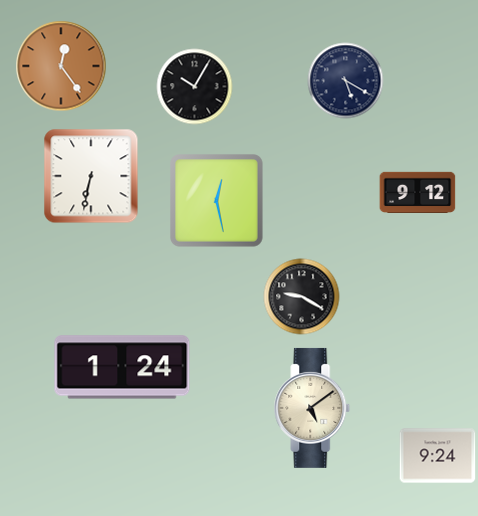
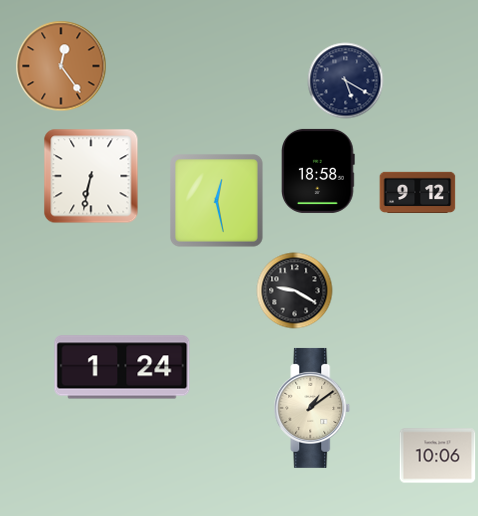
clock at (195, 87): 10:05 -> none
clock at (318, 171): none -> 18:58
clock at (302, 297) position: (302, 297) -> (295, 291)
clock at (312, 408): 5:09 -> 1:09
clock at (438, 456): 9:24 -> 10:06
